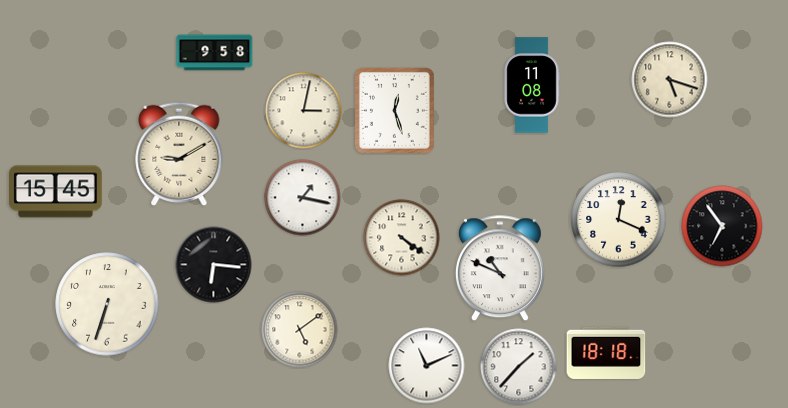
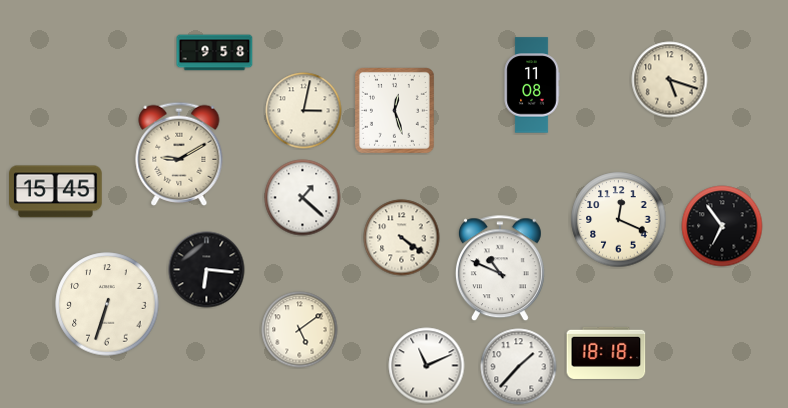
clock at (303, 198): 1:17 -> 1:22
clock at (214, 265) position: (214, 265) -> (207, 270)
